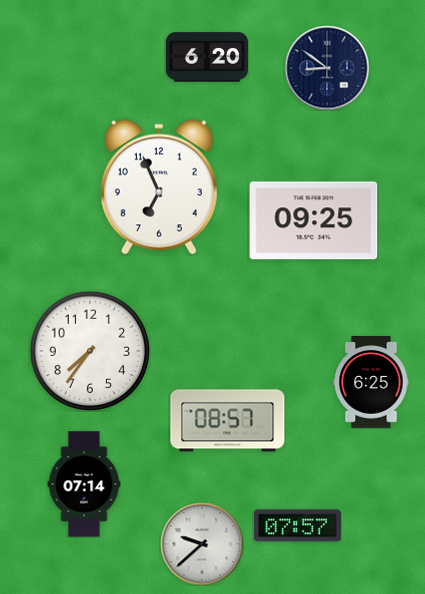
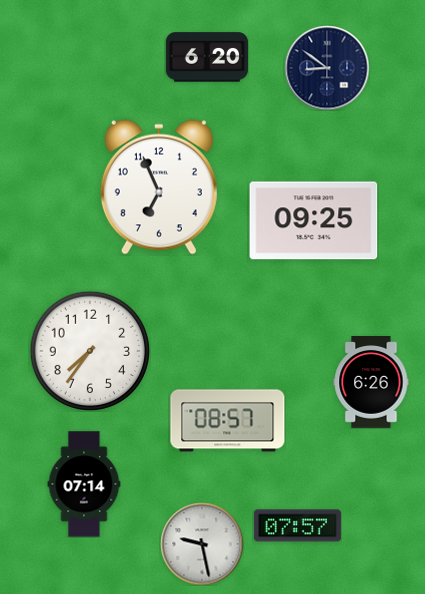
clock at (371, 383): 6:25 -> 6:26
clock at (202, 544): 9:38 -> 9:28
